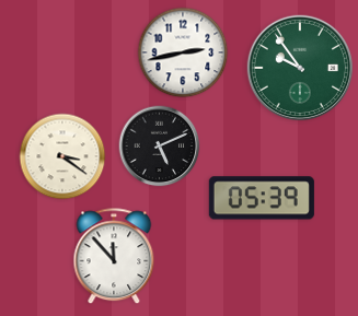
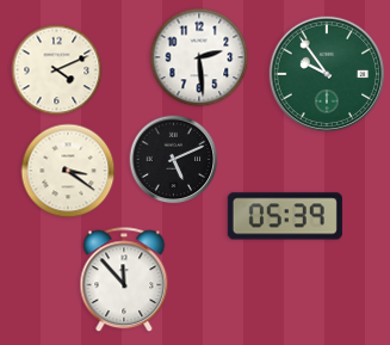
clock at (183, 52): 2:43 -> 2:29
clock at (57, 70): none -> 4:11
